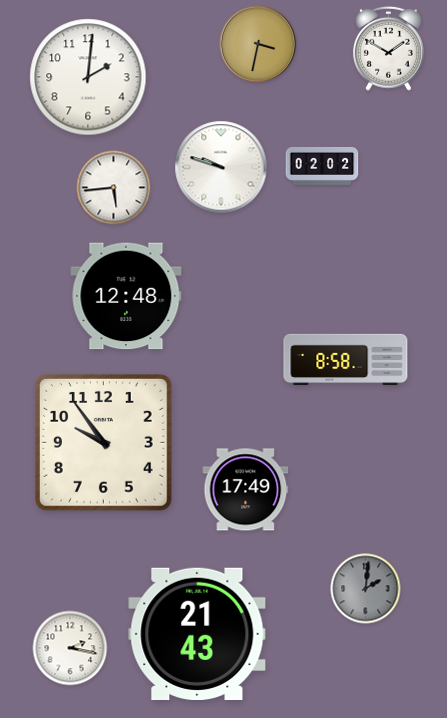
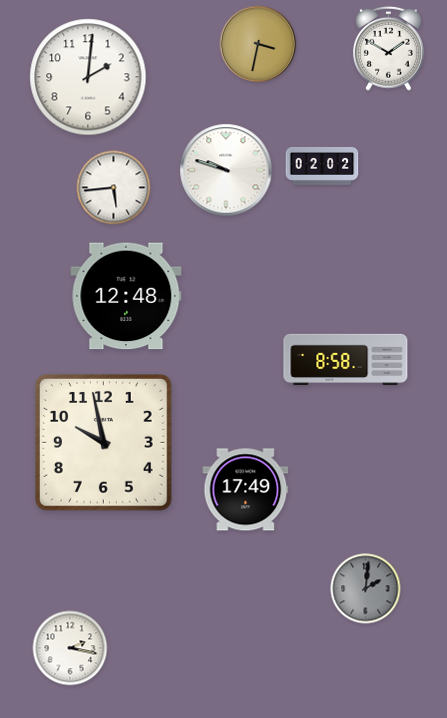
clock at (221, 167) position: (221, 167) -> (226, 170)
clock at (103, 442): 9:54 -> 9:58
clock at (197, 633): 21:43 -> none
